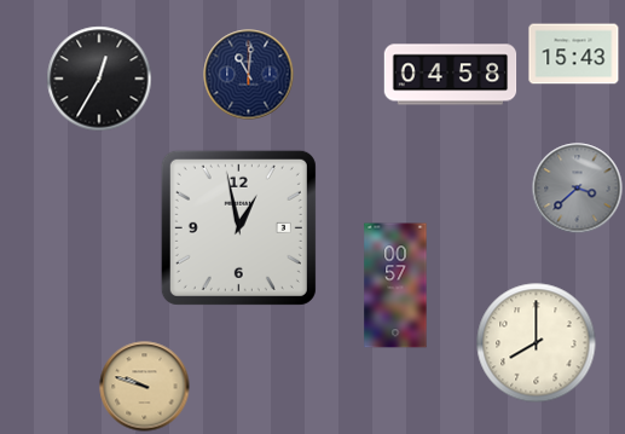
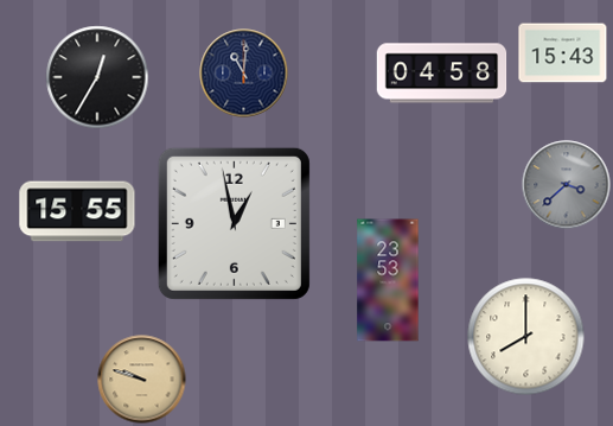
clock at (77, 211): none -> 15:55
clock at (395, 285): 00:57 -> 23:53
